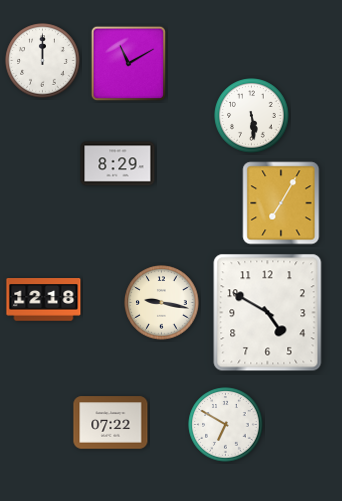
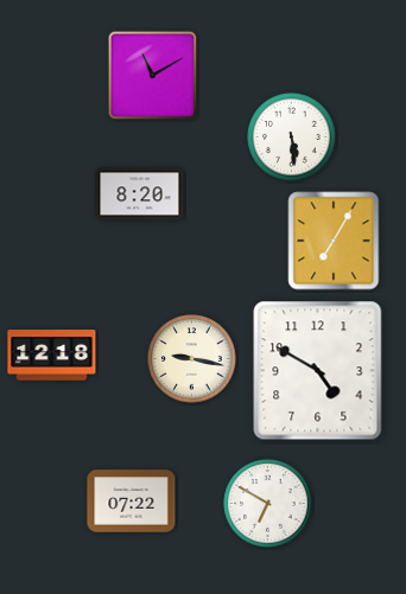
clock at (43, 61): 12:00 -> none
clock at (252, 116) position: (252, 116) -> (292, 138)
clock at (118, 164): 8:29 -> 8:20
